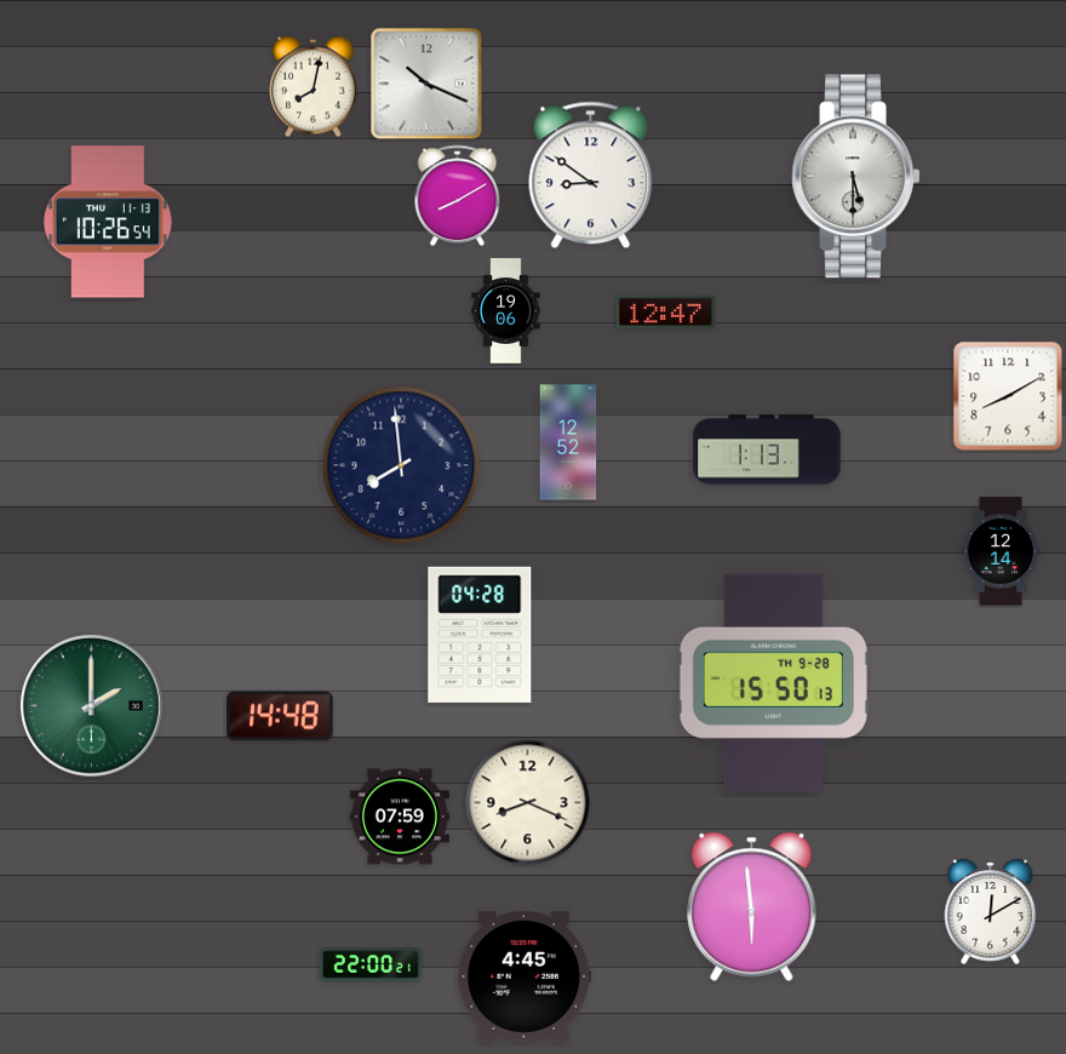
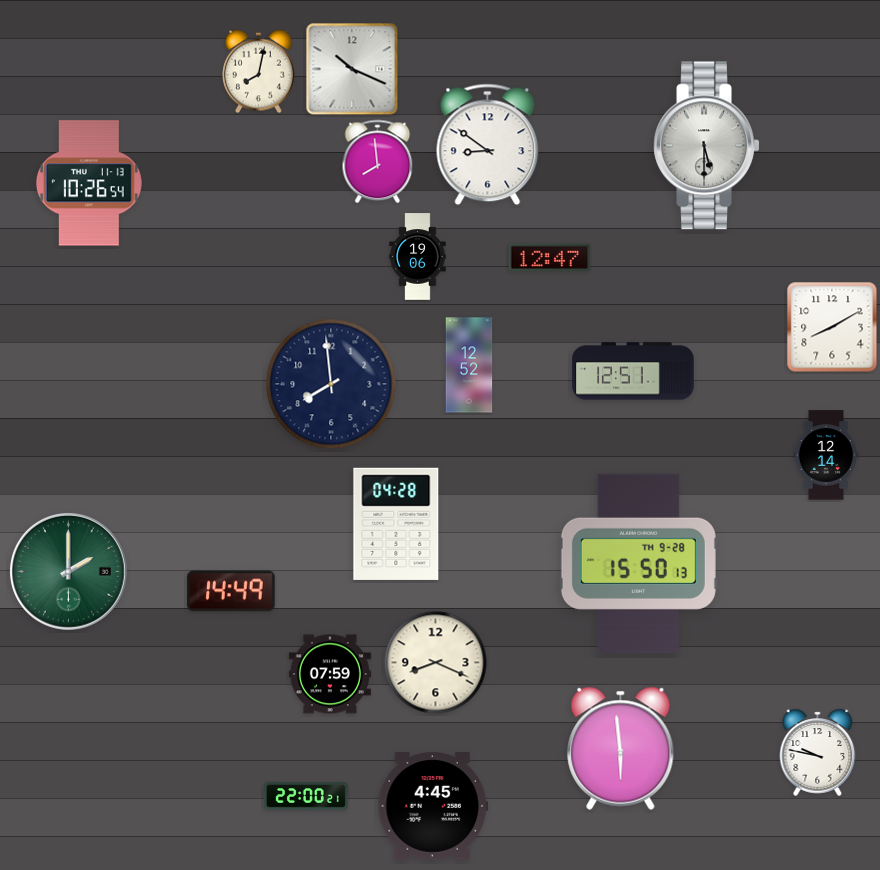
clock at (458, 196): 8:10 -> 7:59
clock at (767, 449): 1:13 -> 12:51
clock at (91, 705) position: (91, 705) -> (68, 571)
clock at (280, 716): 14:48 -> 14:49
clock at (991, 911): 12:10 -> 9:47
